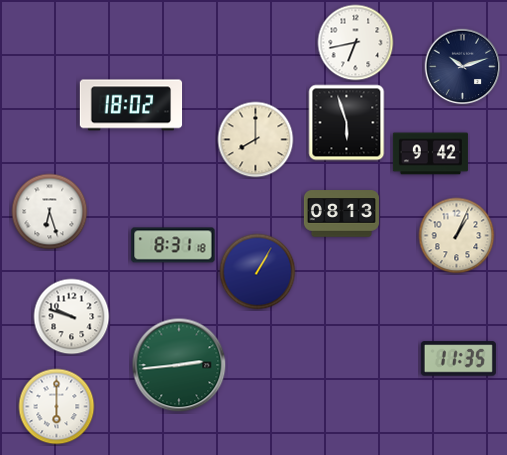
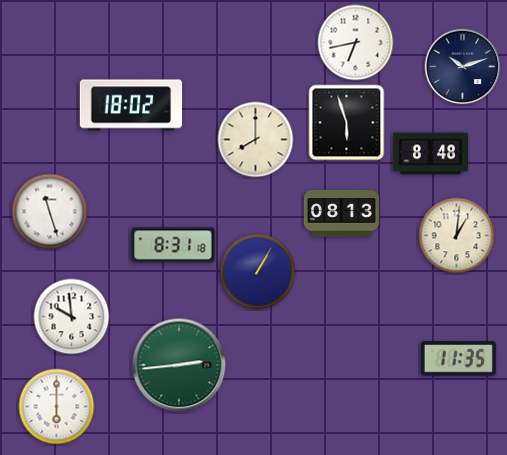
clock at (430, 154): 9:42 -> 8:48
clock at (50, 212): 6:27 -> 11:27
clock at (457, 236): 1:04 -> 1:01
clock at (72, 317): 9:48 -> 9:59
